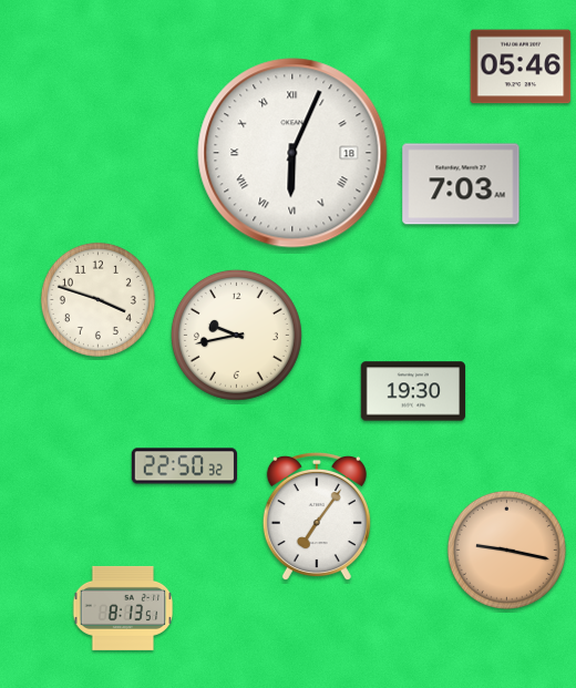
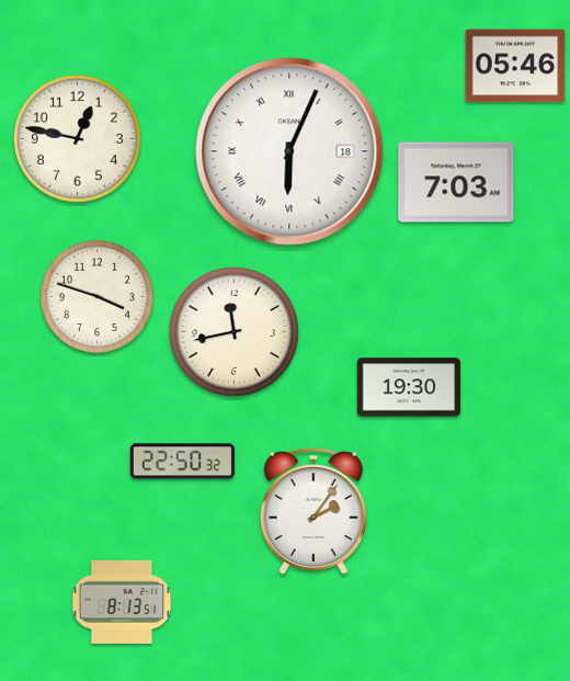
clock at (77, 138): none -> 12:47
clock at (236, 335): 9:43 -> 11:43
clock at (317, 516): 7:06 -> 2:06
clock at (506, 550): 9:17 -> none
